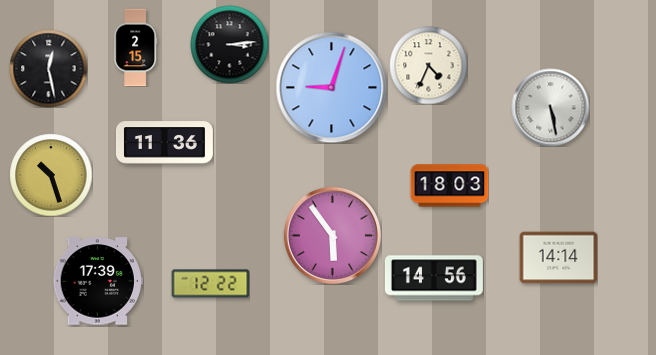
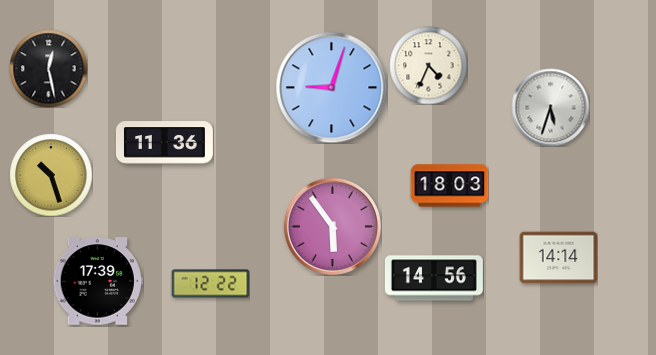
clock at (229, 44): 3:14 -> none
clock at (136, 47): 2:15 -> none
clock at (550, 107): 5:28 -> 5:33
clock at (332, 235) position: (332, 235) -> (332, 226)
